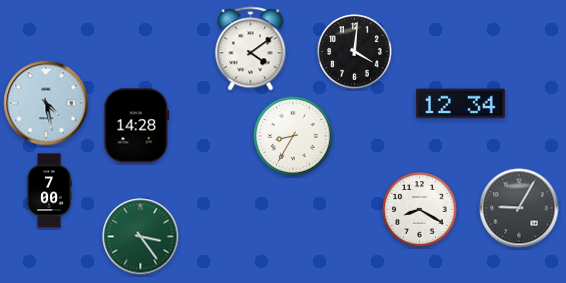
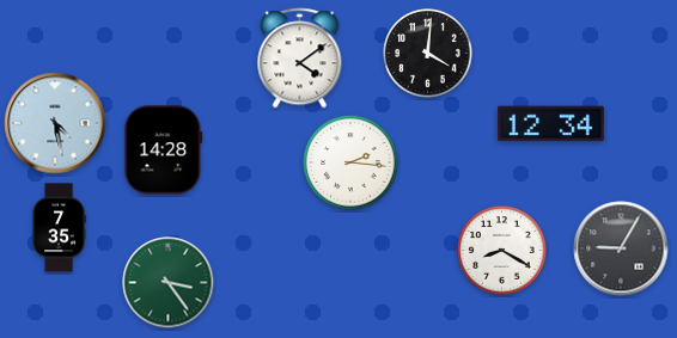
clock at (355, 52) position: (355, 52) -> (428, 54)
clock at (293, 136): 8:35 -> 2:16
clock at (49, 191): 7:00 -> 7:35
